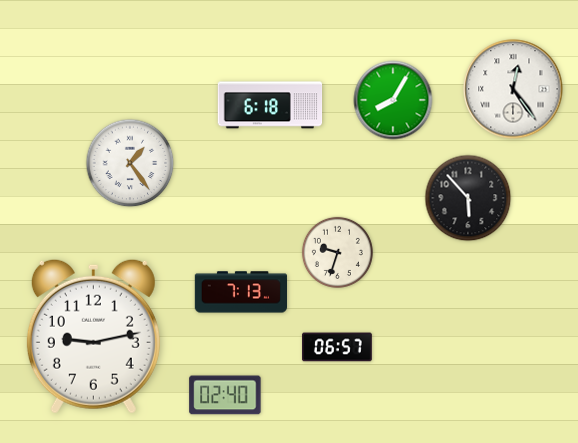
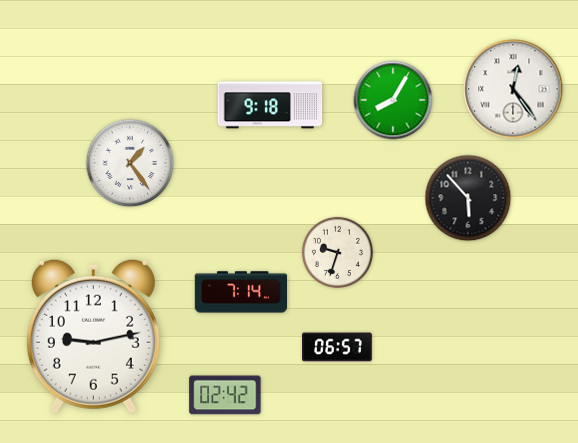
clock at (270, 105): 6:18 -> 9:18
clock at (240, 292): 7:13 -> 7:14
clock at (225, 395): 02:40 -> 02:42
